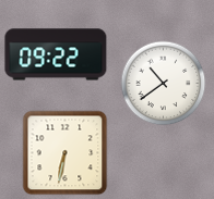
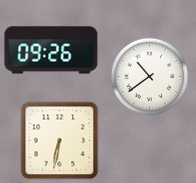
clock at (56, 54): 09:22 -> 09:26
